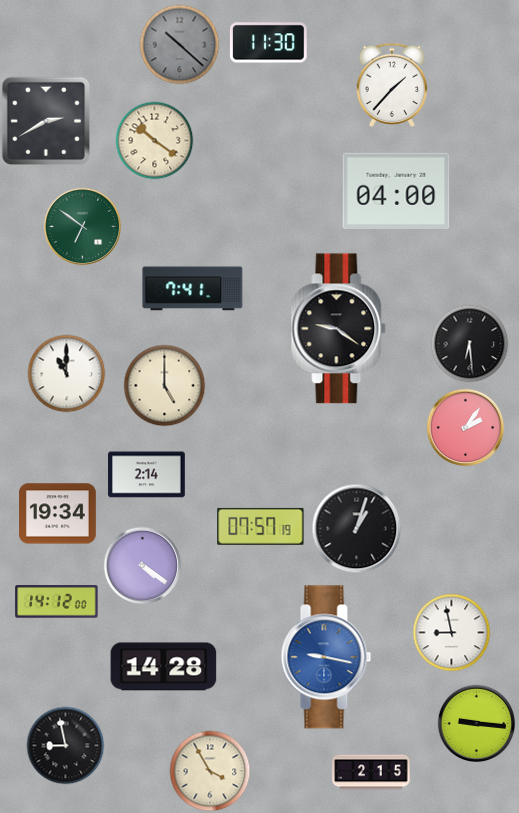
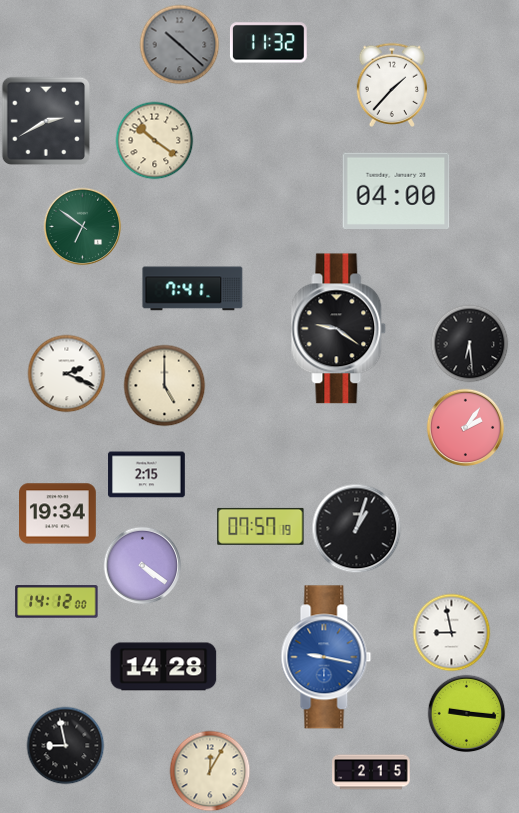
clock at (269, 43): 11:30 -> 11:32
clock at (66, 373): 11:00 -> 2:19
clock at (147, 475): 2:14 -> 2:15
clock at (476, 723) position: (476, 723) -> (466, 713)
clock at (210, 771): 3:55 -> 12:05
